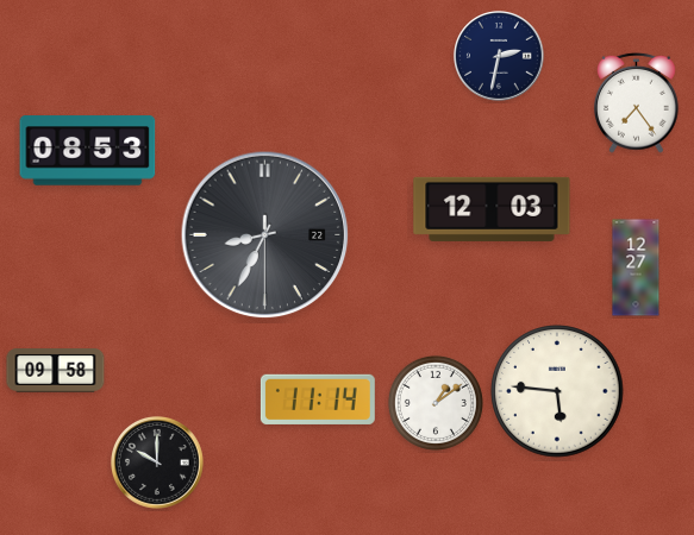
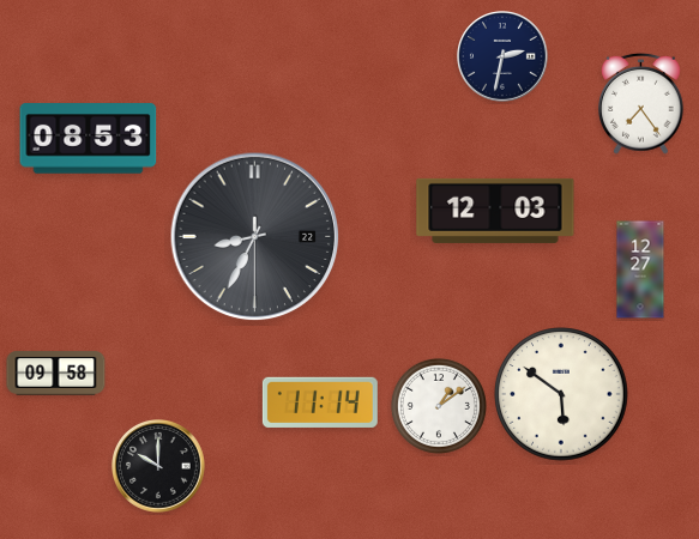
clock at (88, 151) position: (88, 151) -> (89, 139)
clock at (265, 235) position: (265, 235) -> (255, 237)
clock at (557, 391): 5:46 -> 5:51
